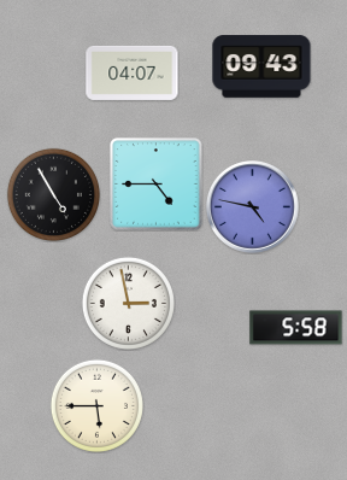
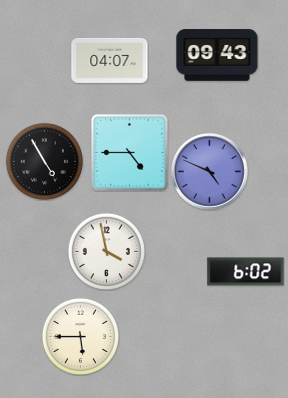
clock at (253, 207): 4:47 -> 4:49
clock at (128, 303): 2:58 -> 3:58
clock at (296, 328): 5:58 -> 6:02
